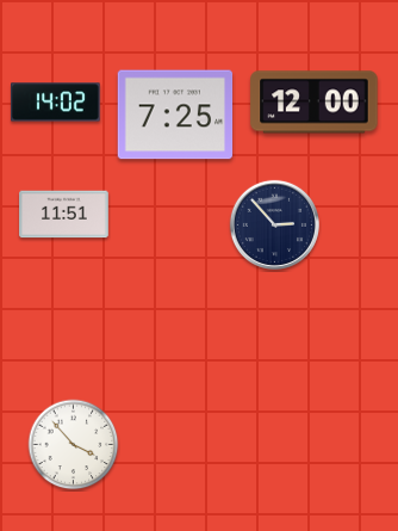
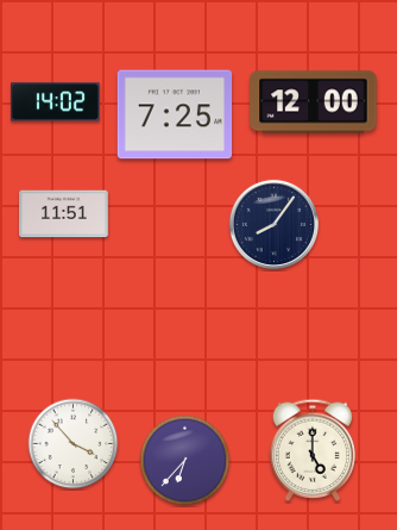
clock at (274, 224): 2:53 -> 8:06
clock at (311, 450): none -> 5:00
clock at (185, 461): none -> 6:37
